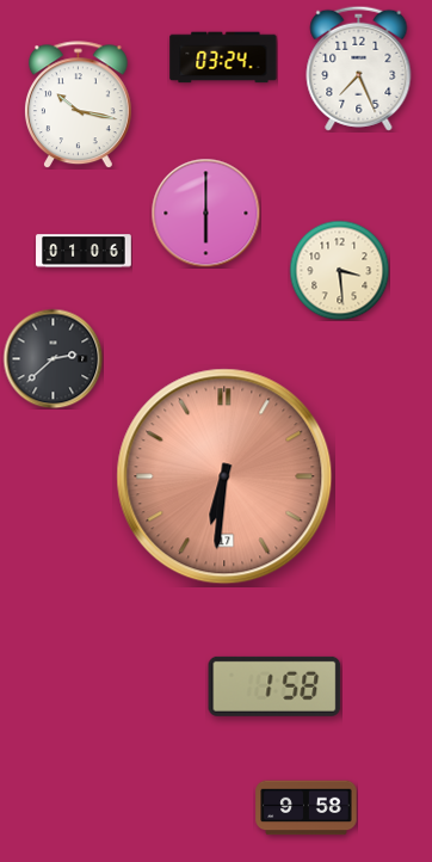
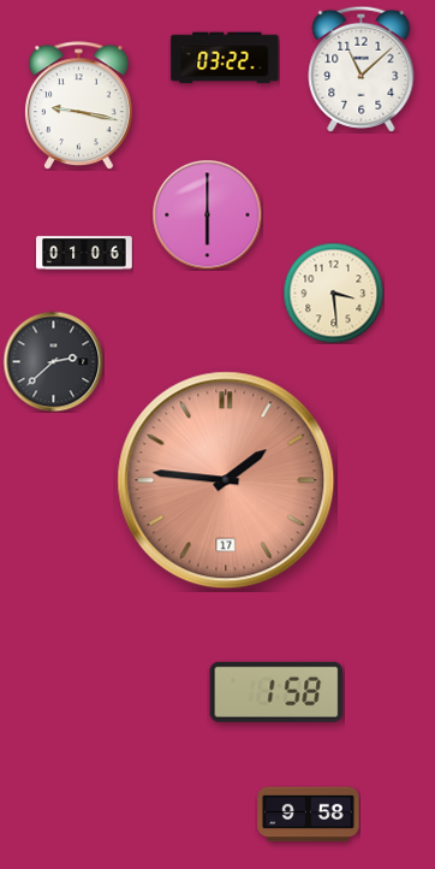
clock at (223, 57): 03:24 -> 03:22
clock at (359, 68): 7:26 -> 11:08
clock at (78, 105): 10:17 -> 9:17
clock at (339, 270) position: (339, 270) -> (333, 292)
clock at (224, 476): 6:31 -> 1:46
